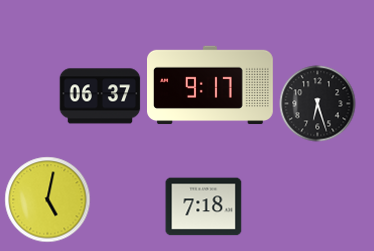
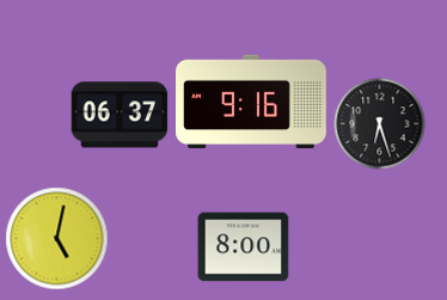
clock at (211, 85): 9:17 -> 9:16
clock at (204, 207): 7:18 -> 8:00
